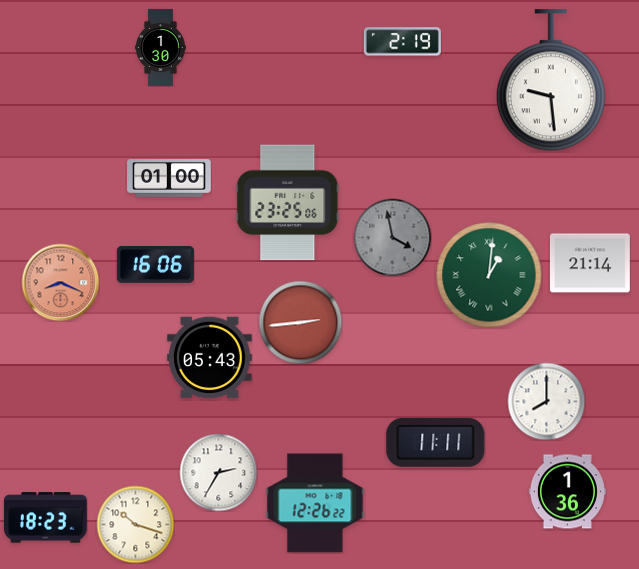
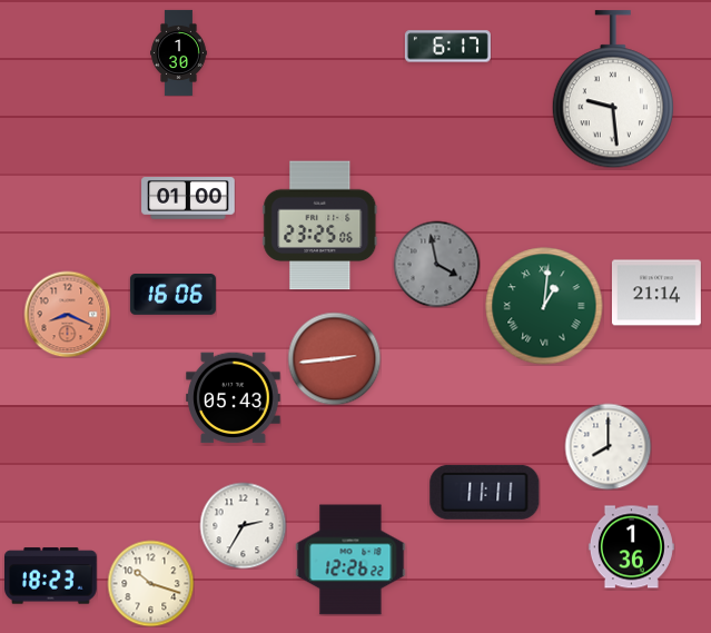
clock at (402, 42): 2:19 -> 6:17
